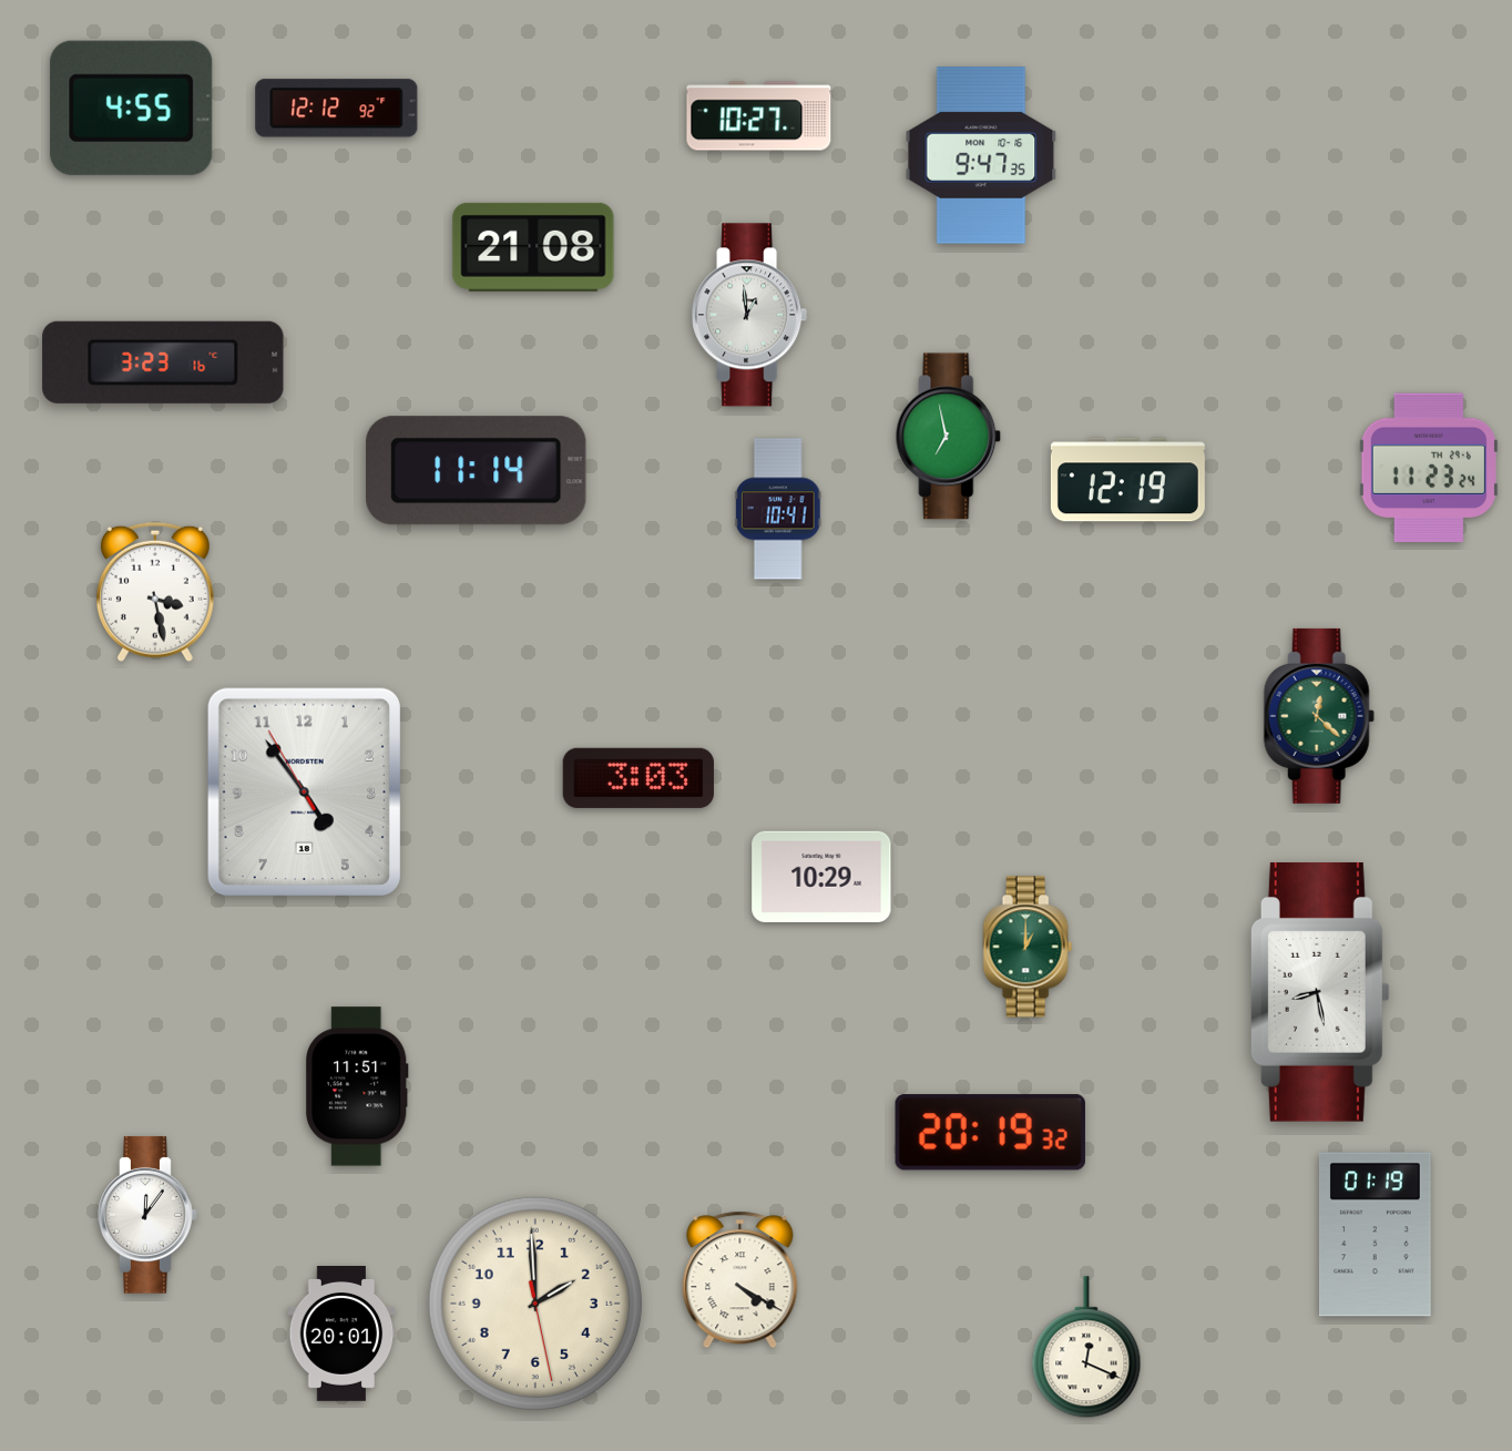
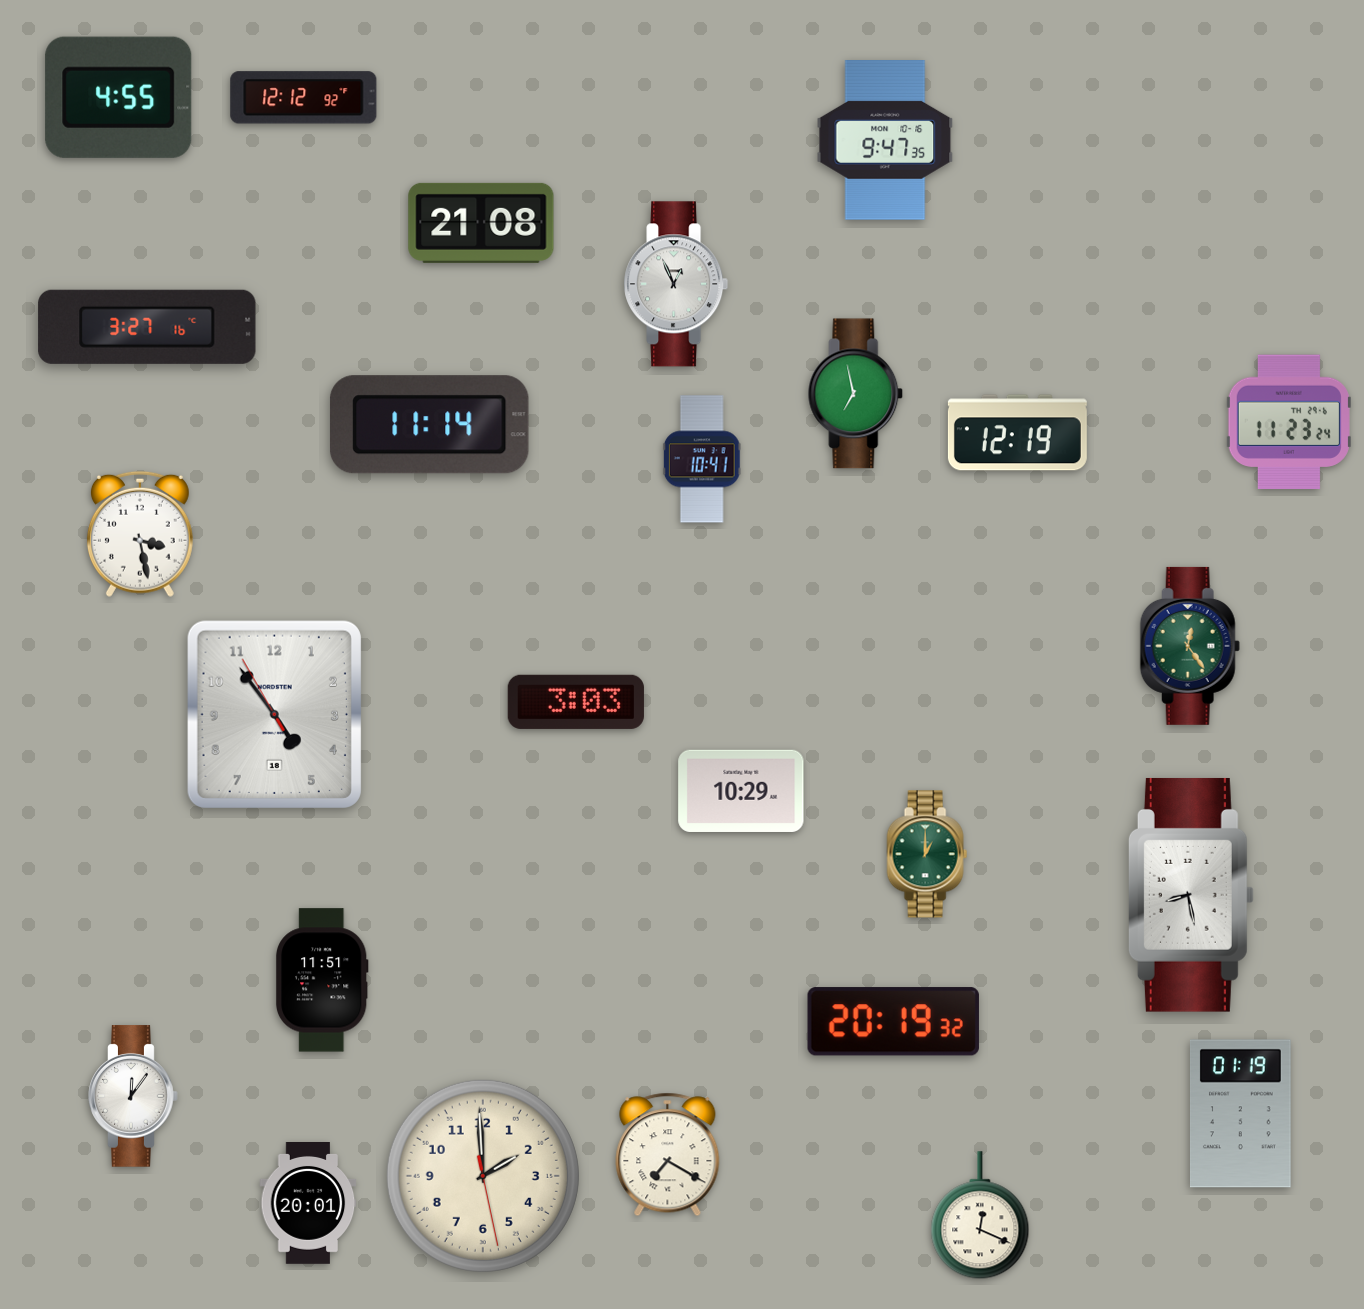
clock at (759, 116): 10:27 -> none
clock at (749, 315): 12:59 -> 12:56
clock at (163, 362): 3:23 -> 3:27
clock at (1319, 716): 12:22 -> 12:24
clock at (740, 1280): 4:20 -> 7:20
